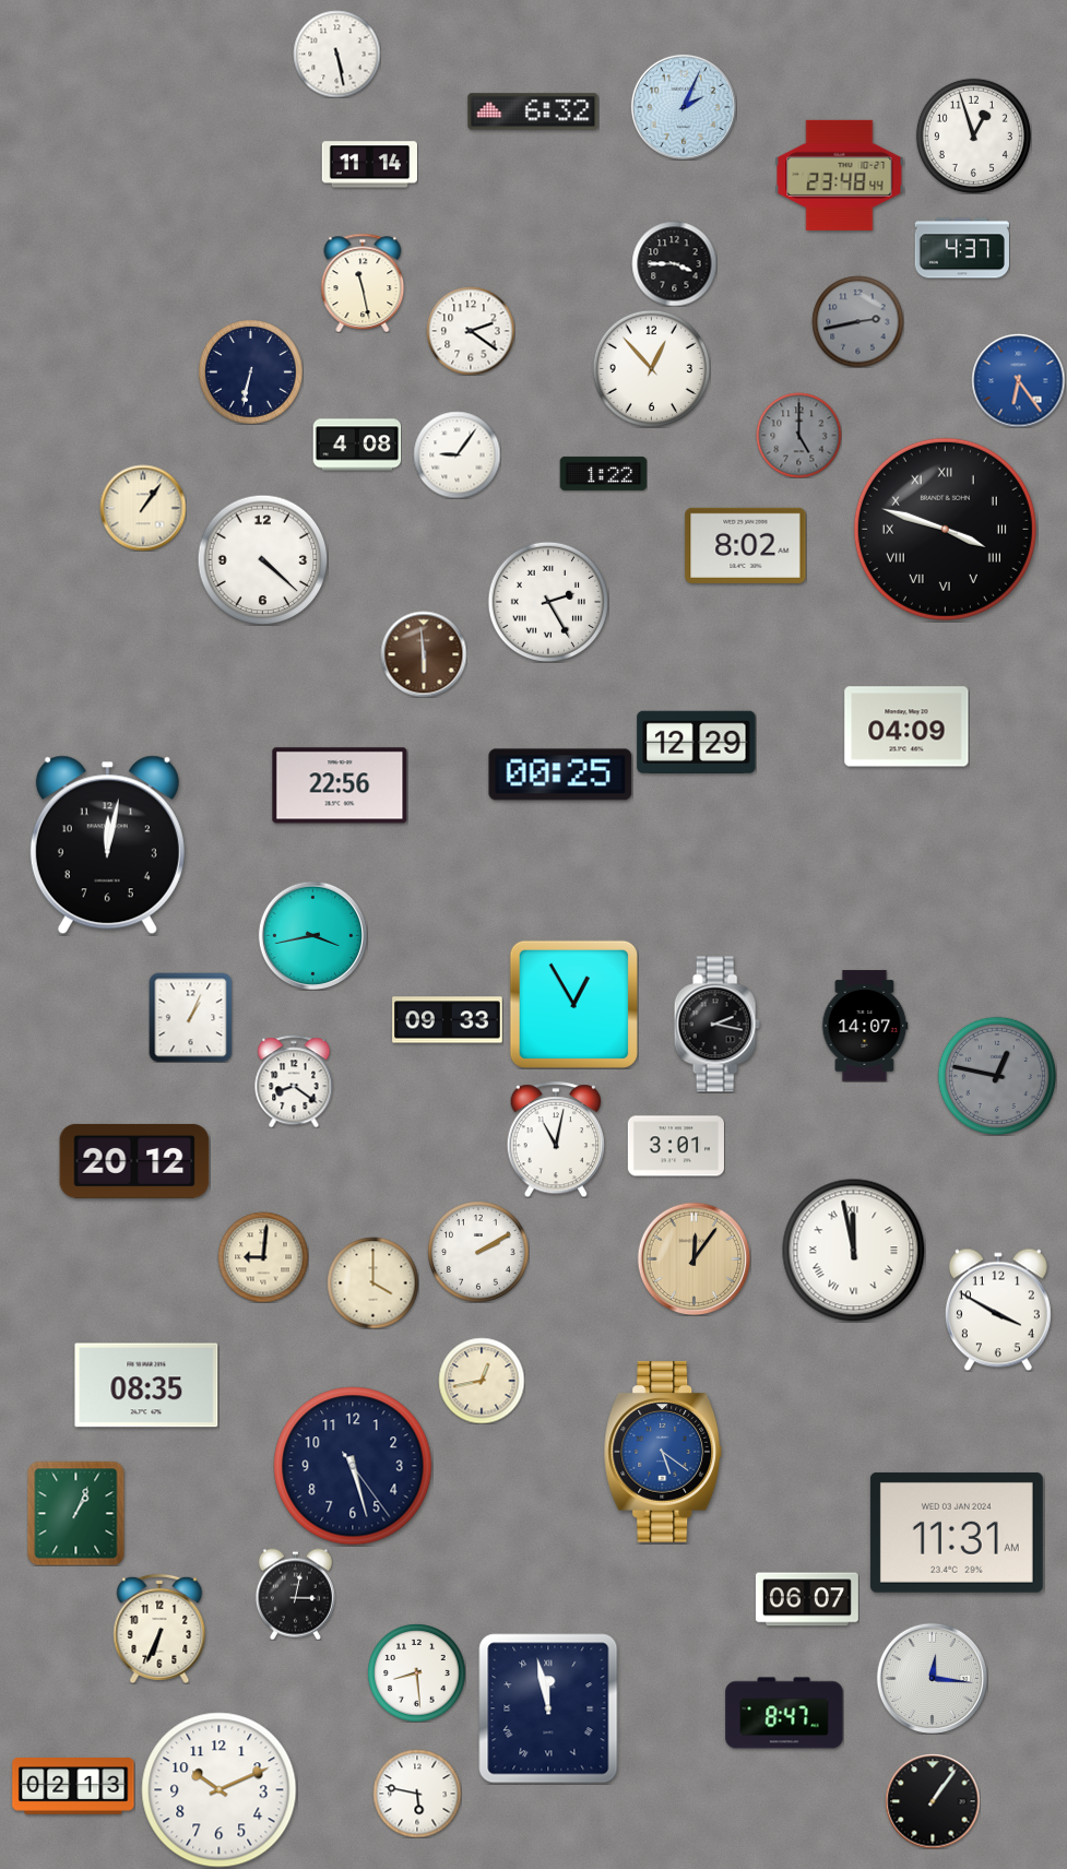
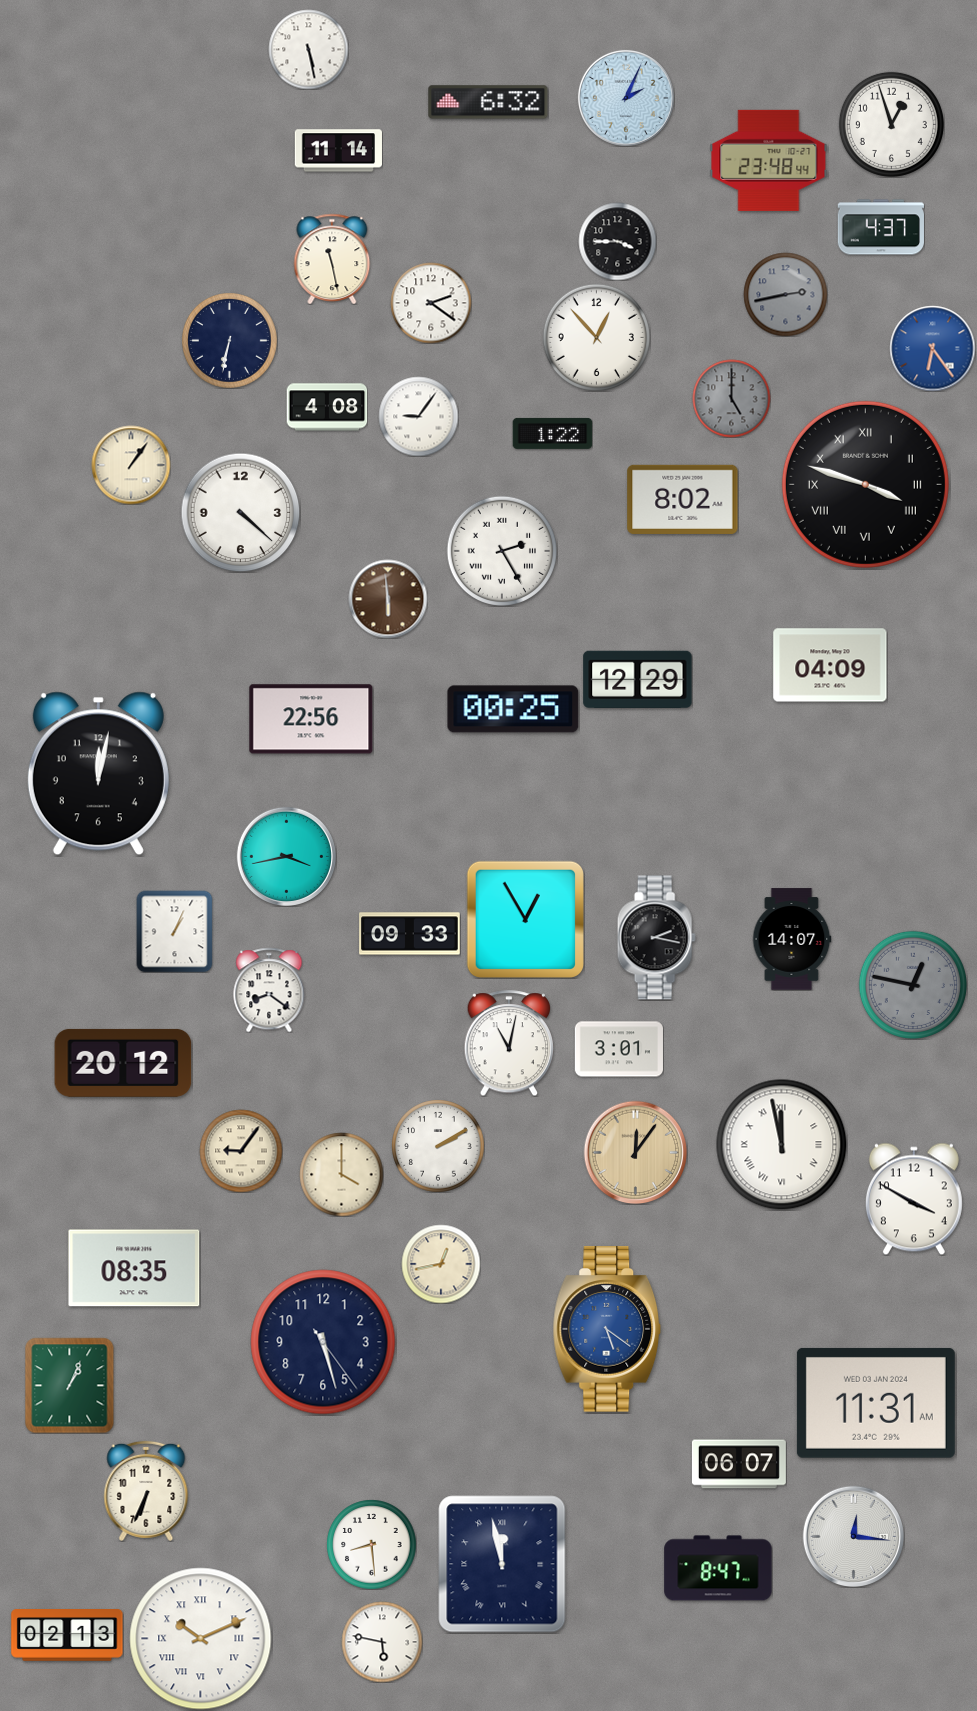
clock at (263, 1257): 9:01 -> 9:06
clock at (295, 1594): 3:02 -> none
clock at (416, 1672) position: (416, 1672) -> (371, 1544)
clock at (220, 1790) numerals: Arabic -> Roman
clock at (933, 1801): 1:06 -> none
